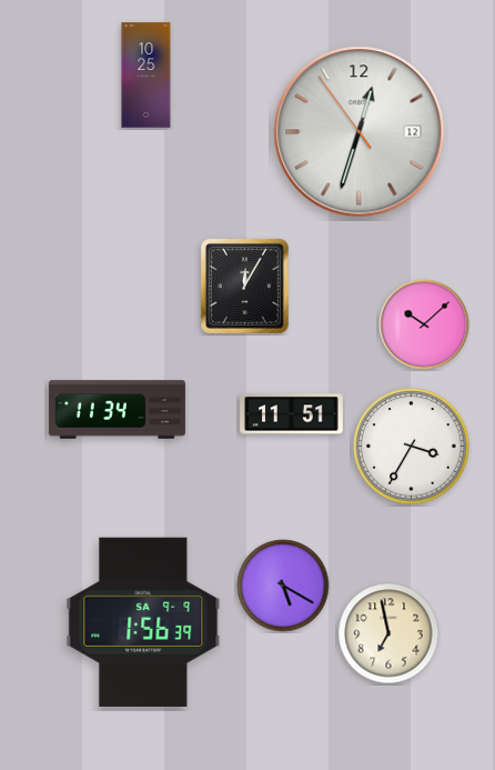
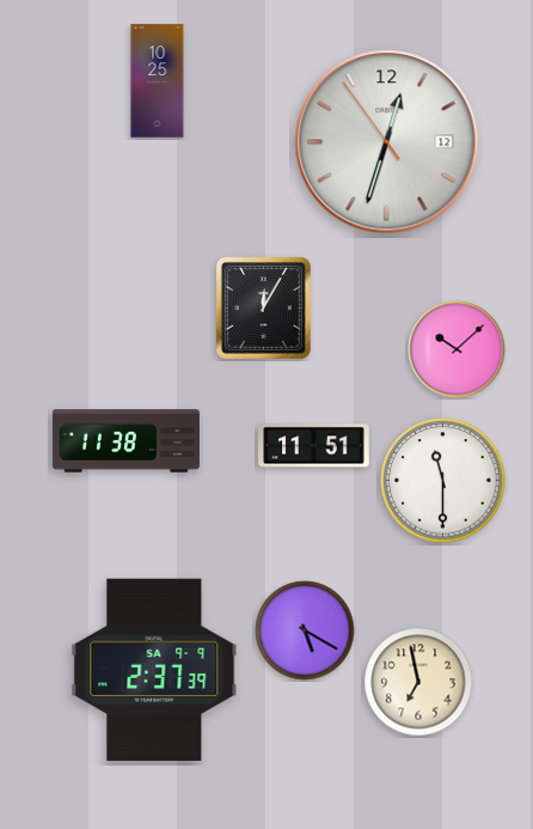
clock at (117, 410): 11:34 -> 11:38
clock at (412, 447): 3:35 -> 11:30
clock at (143, 621): 1:56 -> 2:37
